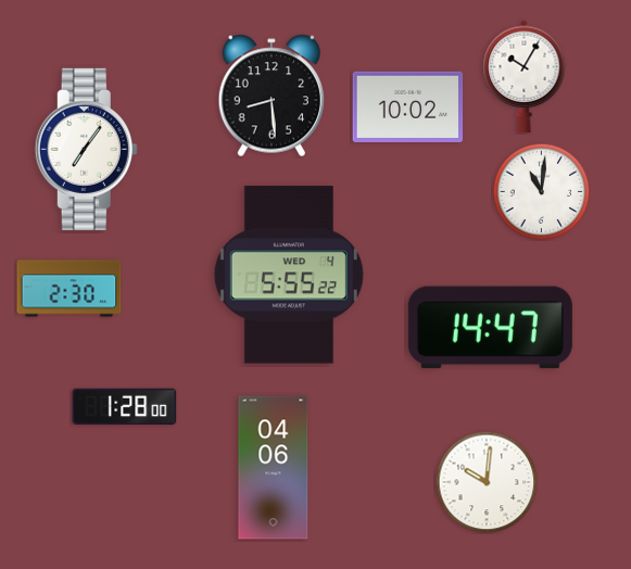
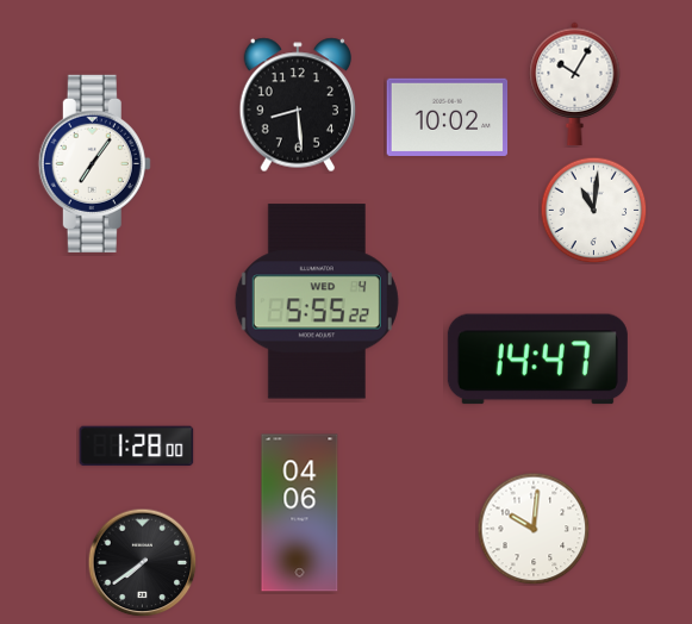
clock at (70, 289): 2:30 -> none
clock at (142, 562): none -> 7:39
